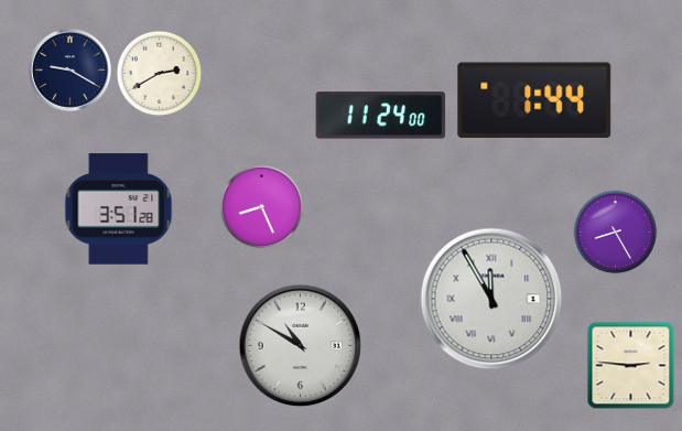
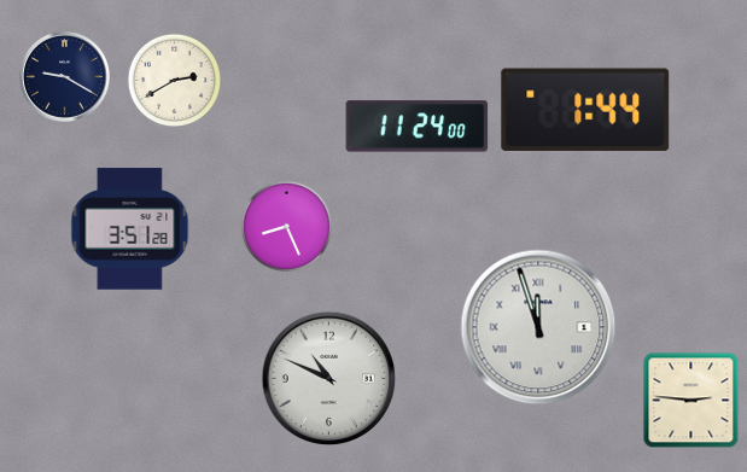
clock at (69, 69) position: (69, 69) -> (64, 76)
clock at (616, 233): 8:25 -> none
clock at (491, 299): 11:55 -> 11:57
clock at (301, 346): 10:50 -> 10:49
